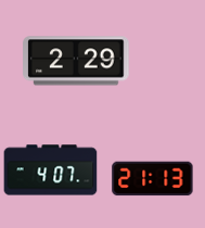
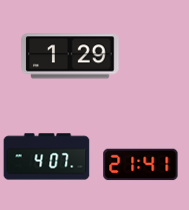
clock at (76, 61): 2:29 -> 1:29
clock at (153, 179): 21:13 -> 21:41
